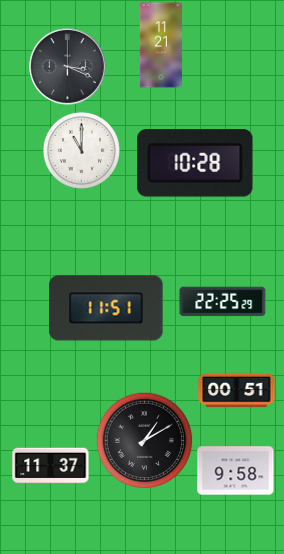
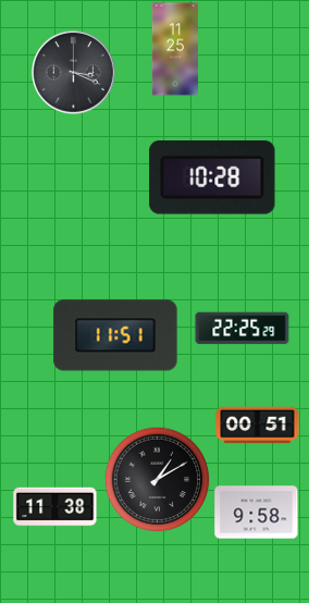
clock at (161, 45): 11:21 -> 11:25
clock at (81, 150): 11:00 -> none
clock at (51, 466): 11:37 -> 11:38
